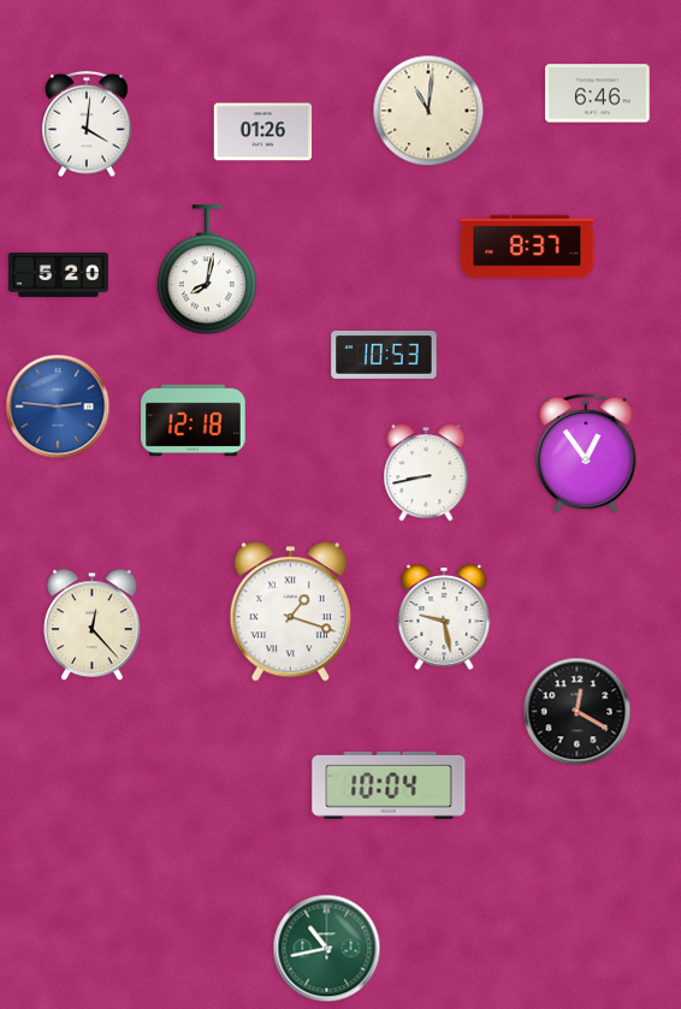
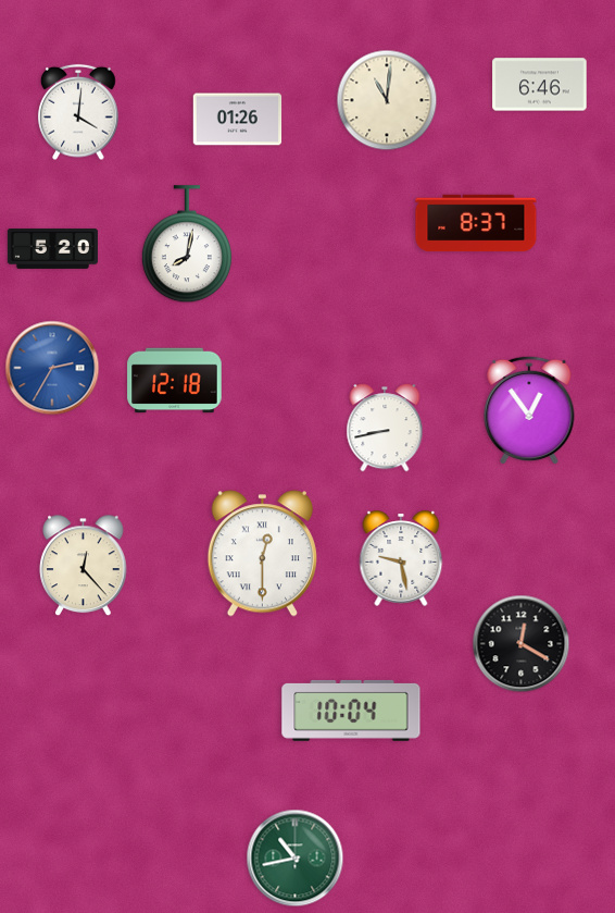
clock at (384, 355): 10:53 -> none
clock at (58, 406): 2:46 -> 2:35
clock at (290, 612): 1:18 -> 12:30
